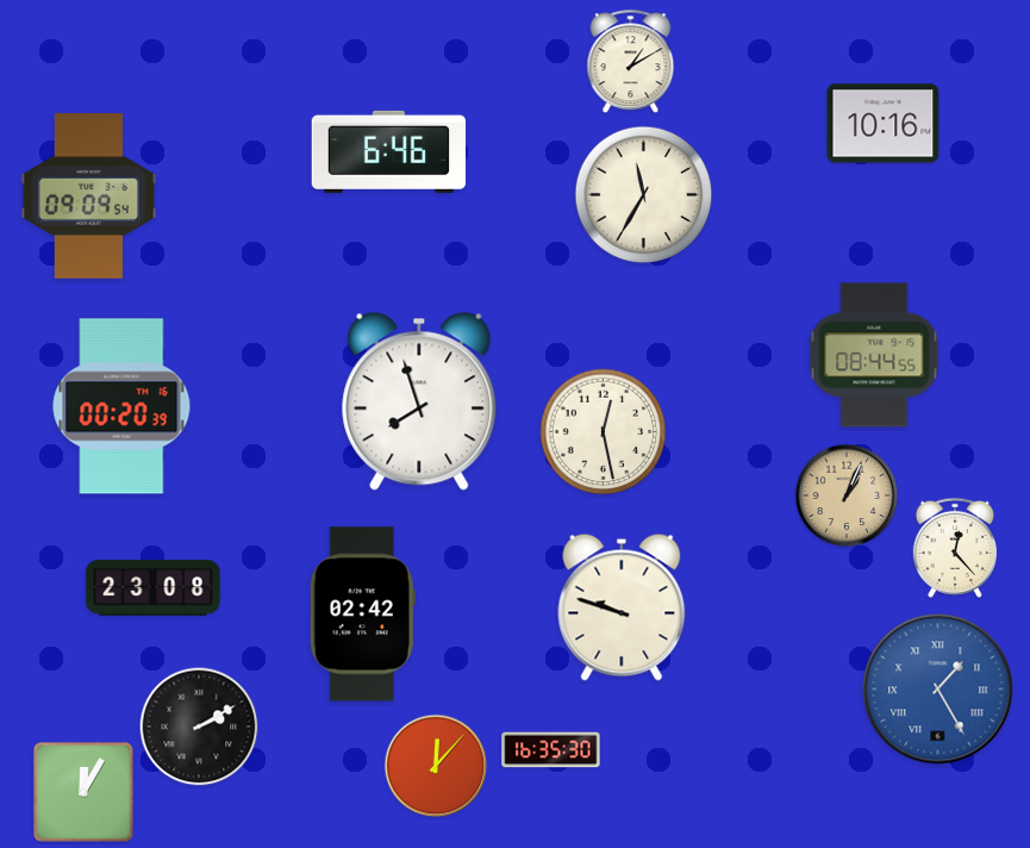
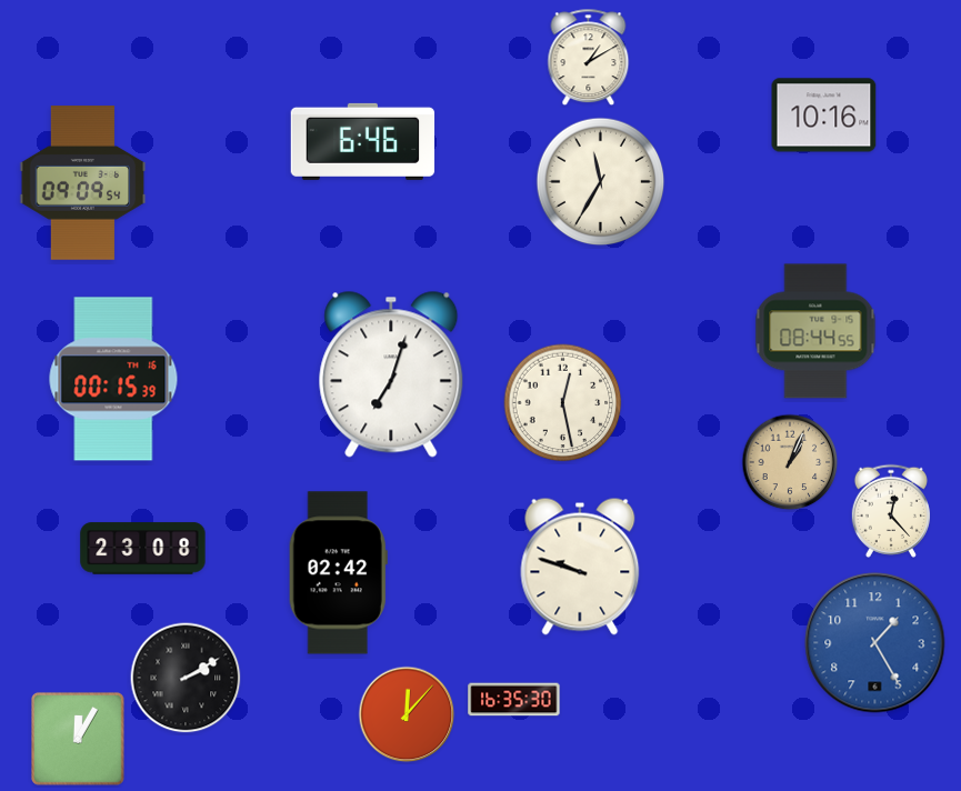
clock at (419, 401): 7:57 -> 7:03
clock at (121, 406): 00:20 -> 00:15
clock at (938, 690) numerals: Roman -> Arabic
